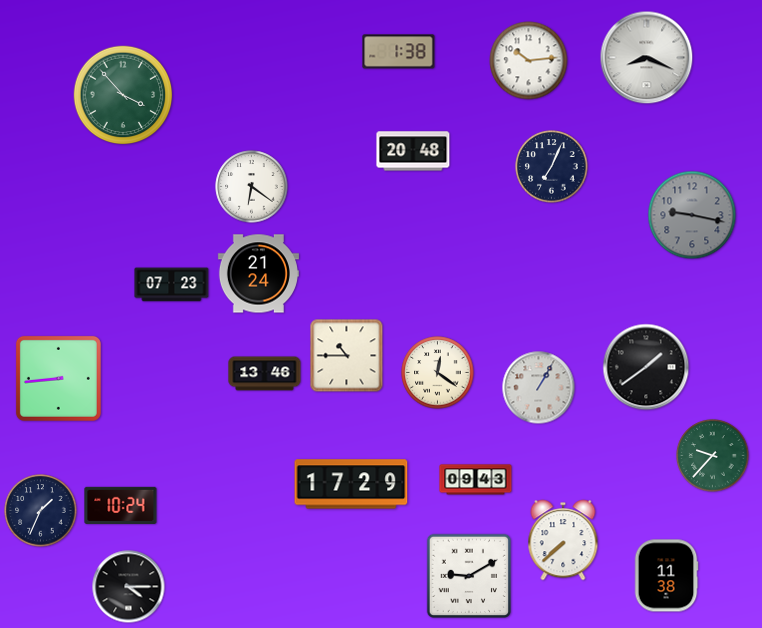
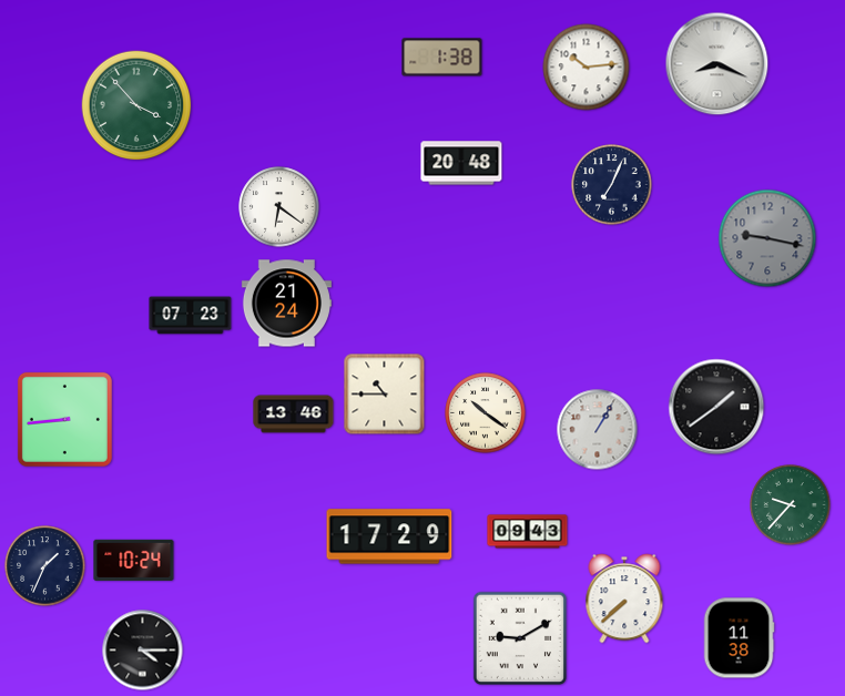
clock at (413, 151) position: (413, 151) -> (461, 163)
clock at (438, 373): 12:21 -> 10:21
